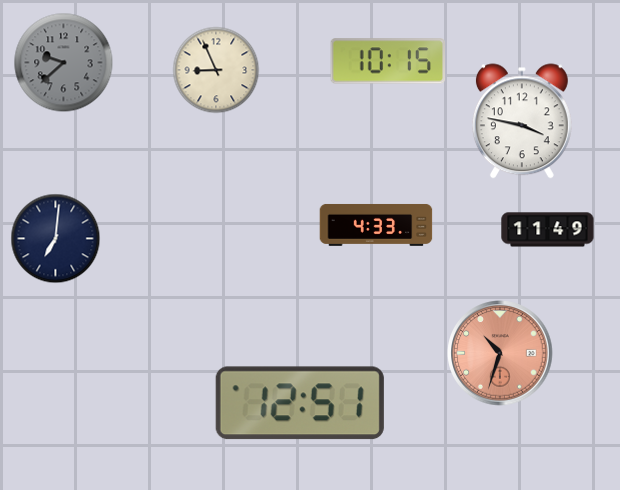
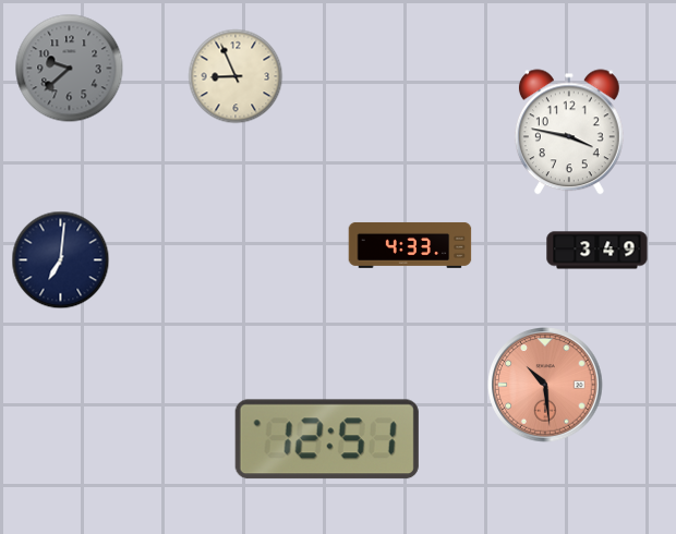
clock at (388, 61): 10:15 -> none
clock at (548, 230): 11:49 -> 3:49
clock at (500, 353): 10:33 -> 10:29
